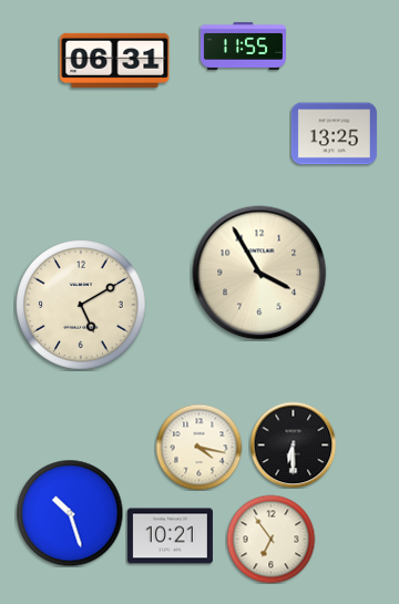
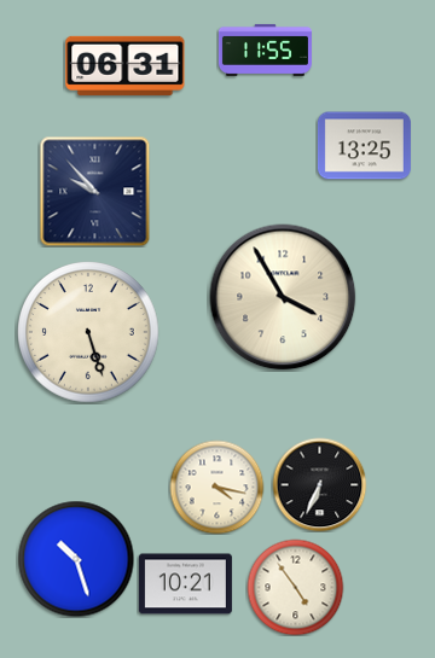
clock at (94, 191): none -> 9:53
clock at (82, 306): 5:10 -> 5:27
clock at (293, 444): 6:30 -> 6:34
clock at (270, 539): 6:54 -> 4:54
